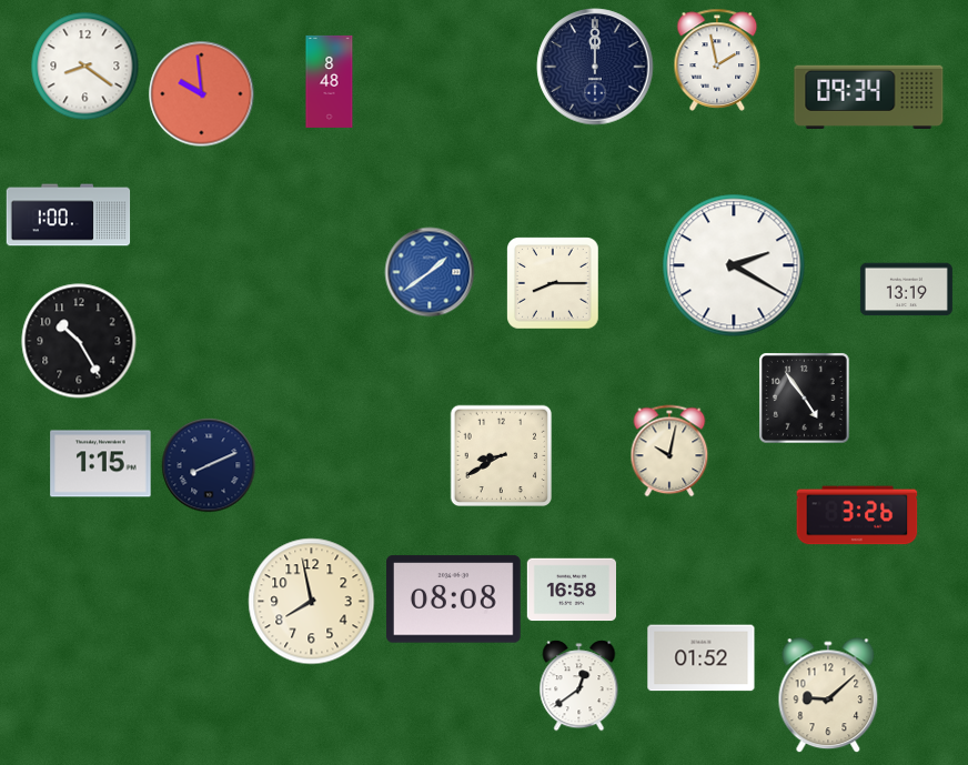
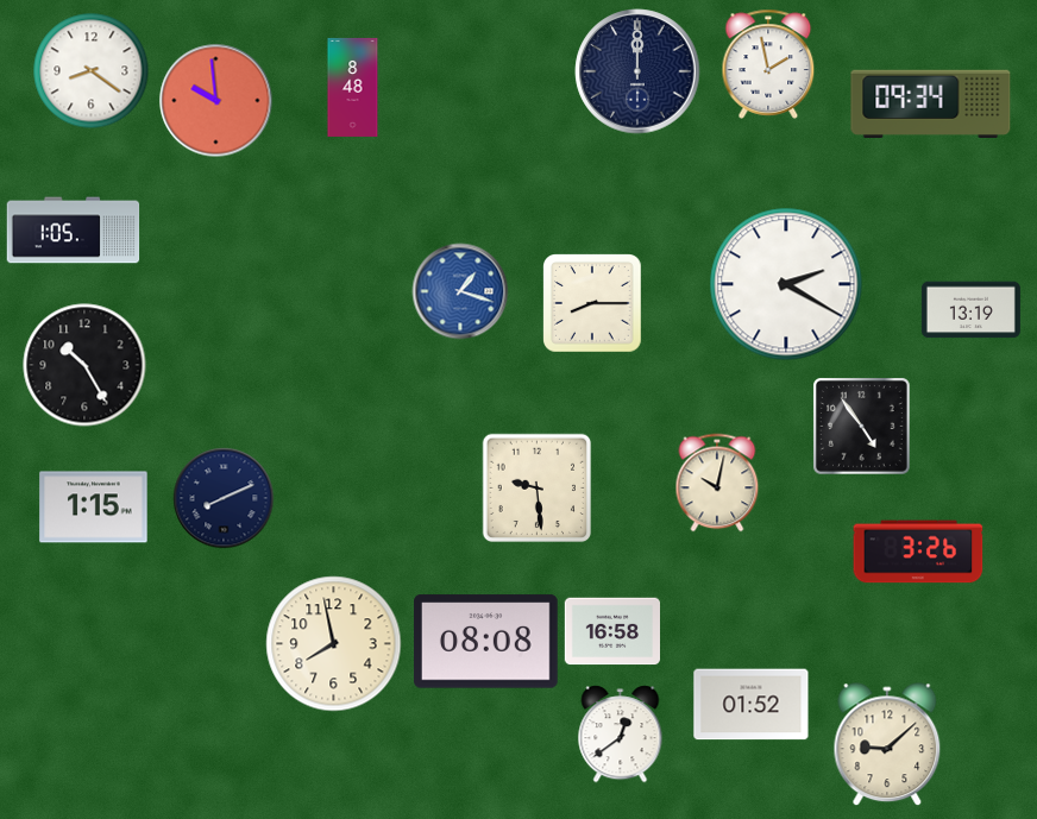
clock at (69, 215): 1:00 -> 1:05
clock at (430, 272): 1:39 -> 1:18
clock at (502, 456): 8:40 -> 9:29
clock at (101, 464) position: (101, 464) -> (94, 508)
